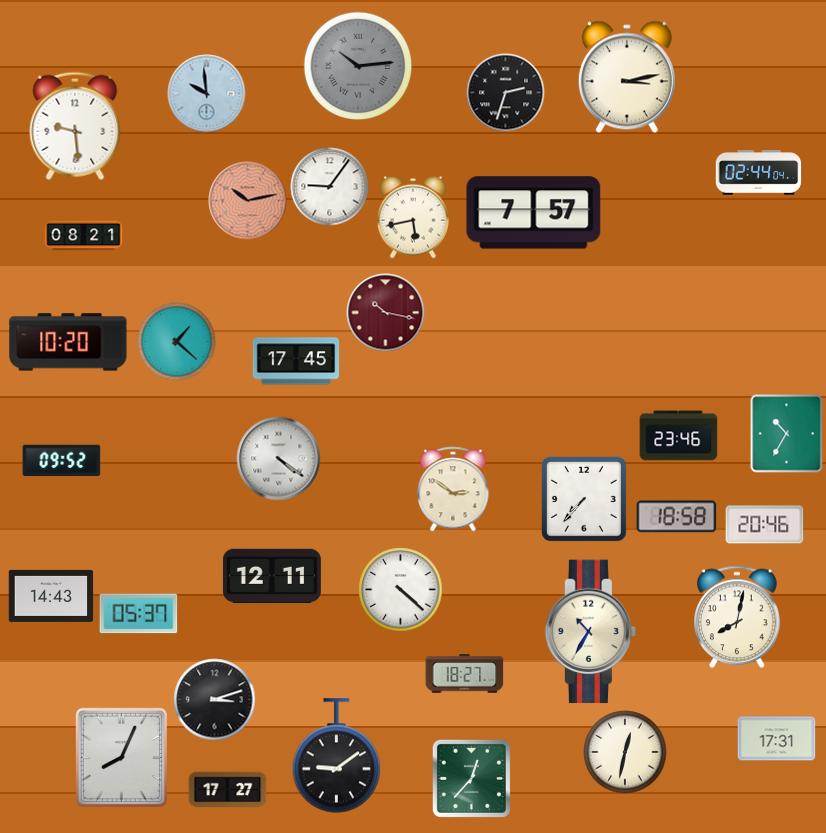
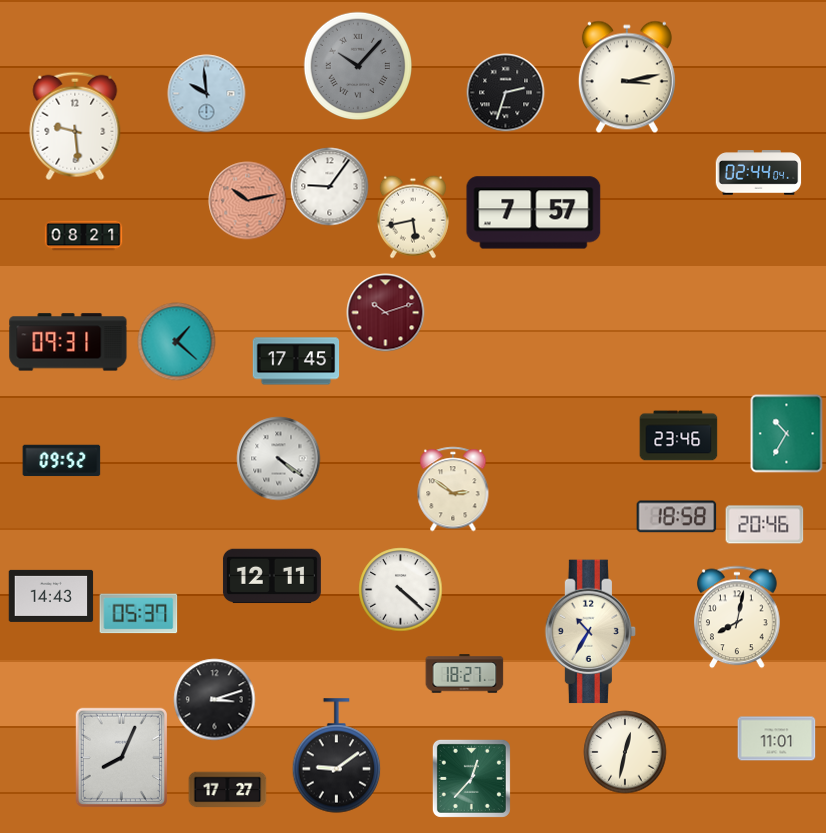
clock at (357, 65): 10:14 -> 10:07
clock at (385, 312): 10:17 -> 10:12
clock at (68, 342): 10:20 -> 09:31
clock at (584, 499): 7:37 -> none
clock at (776, 739): 17:31 -> 11:01
